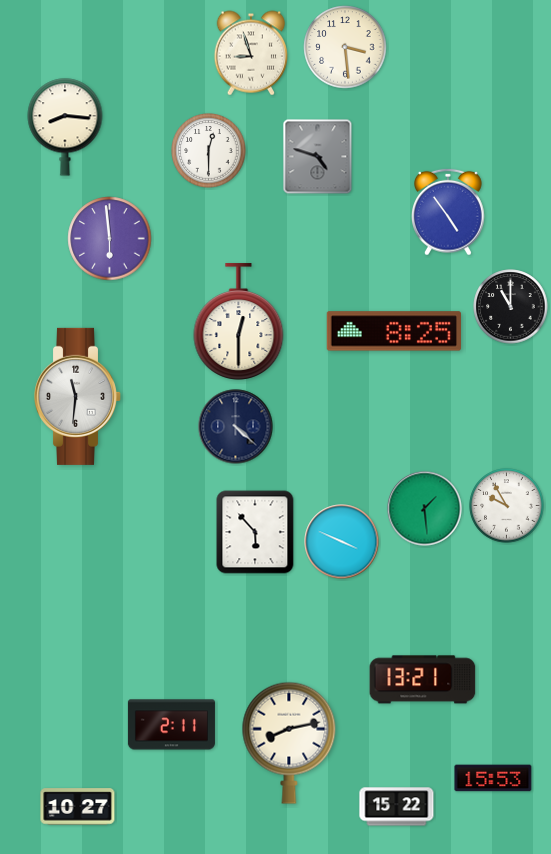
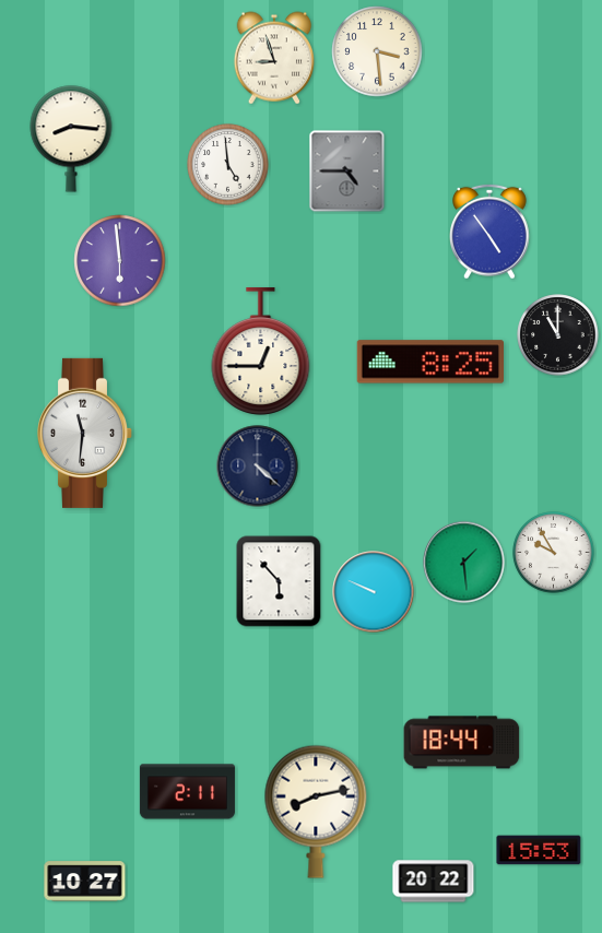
clock at (209, 151): 12:30 -> 4:59
clock at (318, 157): 4:48 -> 4:45
clock at (239, 322): 12:30 -> 12:45
clock at (425, 509) position: (425, 509) -> (464, 563)
clock at (342, 542): 3:49 -> 9:49
clock at (423, 680): 13:21 -> 18:44
clock at (397, 807): 15:22 -> 20:22
